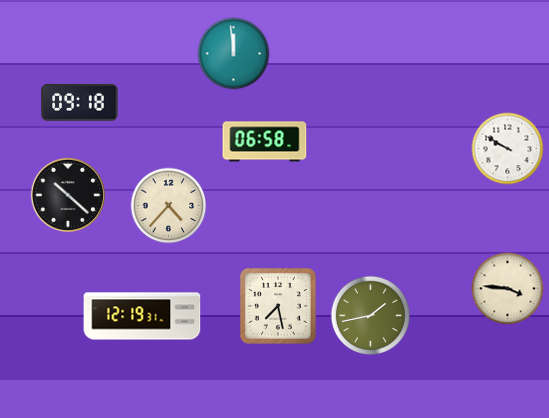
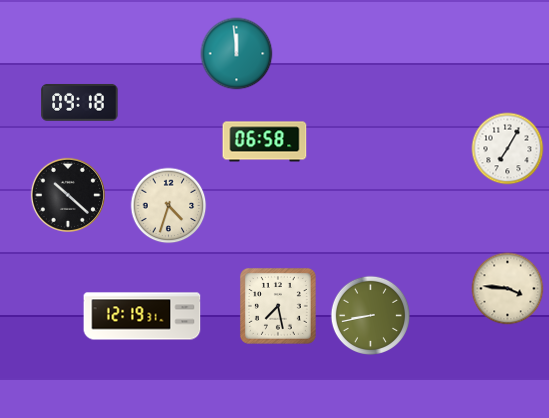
clock at (234, 54) position: (234, 54) -> (237, 54)
clock at (508, 149): 9:50 -> 7:05
clock at (169, 206): 4:37 -> 4:33
clock at (370, 316): 1:43 -> 8:43
